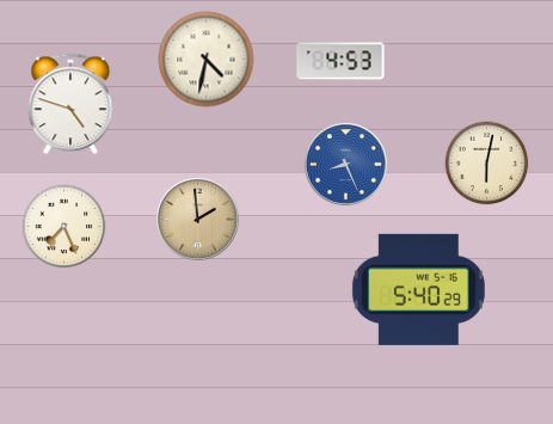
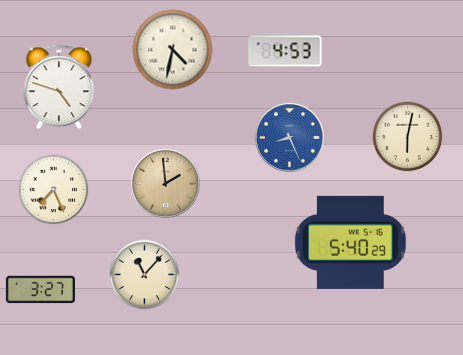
clock at (145, 275): none -> 11:07
clock at (40, 290): none -> 3:27
